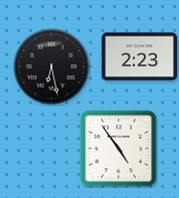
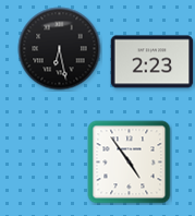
clock at (52, 67) position: (52, 67) -> (60, 49)
